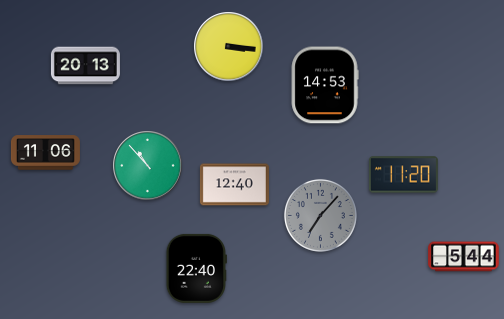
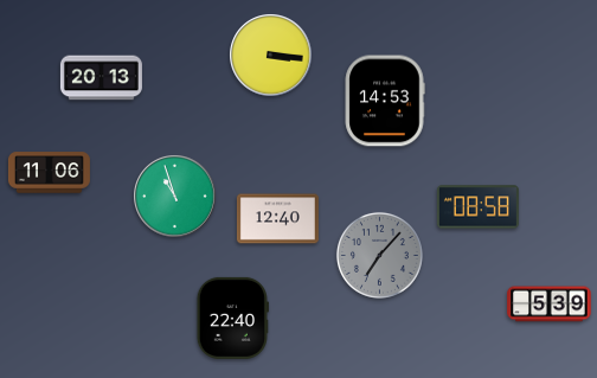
clock at (45, 153) position: (45, 153) -> (49, 173)
clock at (148, 166): 10:53 -> 10:57
clock at (403, 175): 11:20 -> 08:58
clock at (464, 257): 5:44 -> 5:39
